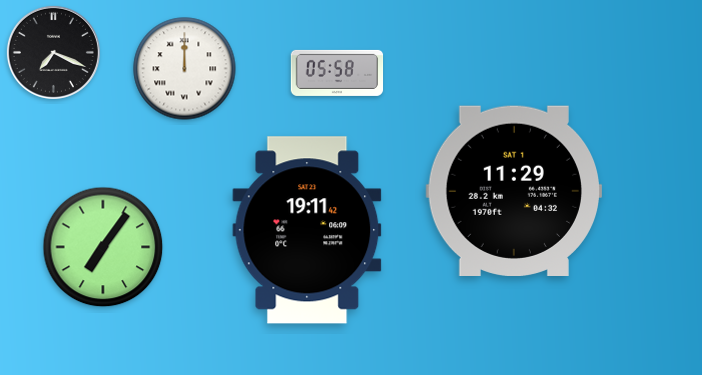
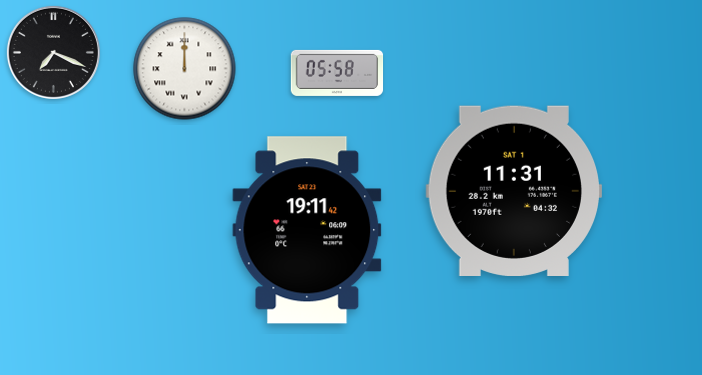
clock at (513, 190): 11:29 -> 11:31
clock at (103, 247): 7:06 -> none
